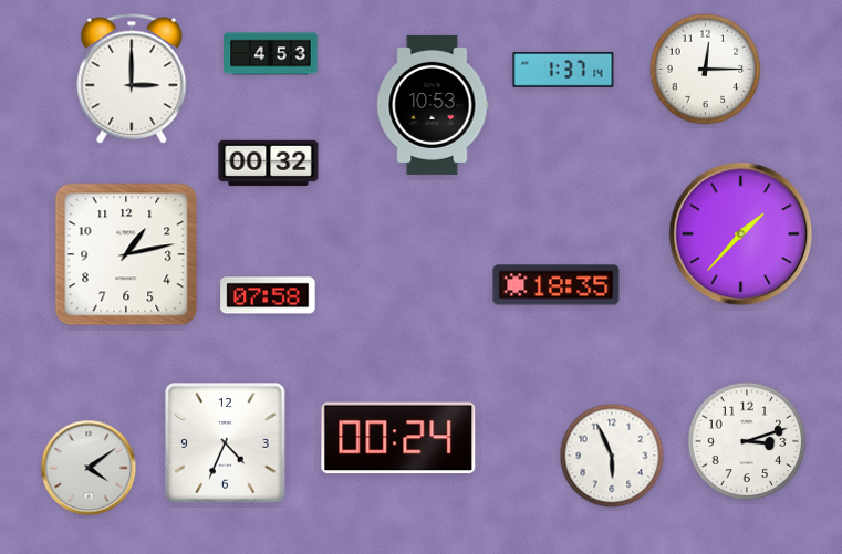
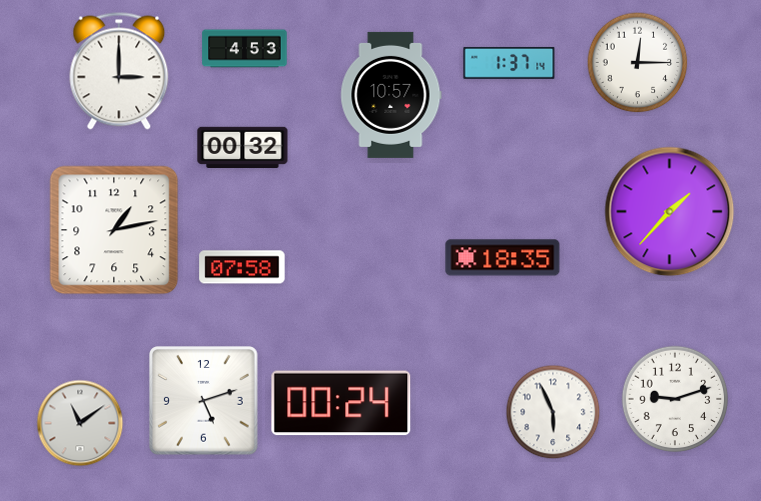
clock at (433, 105): 10:53 -> 10:57
clock at (398, 438) position: (398, 438) -> (341, 403)
clock at (747, 441): 3:12 -> 9:12
clock at (226, 443): 4:34 -> 5:12
clock at (89, 468): 4:09 -> 11:09
